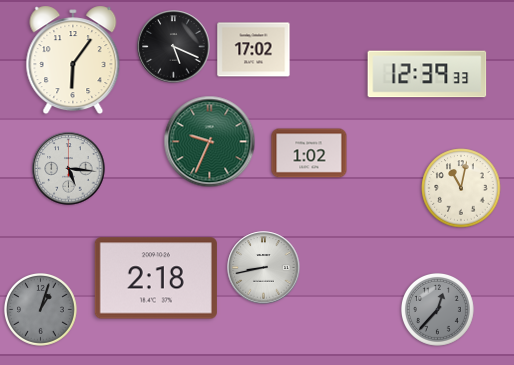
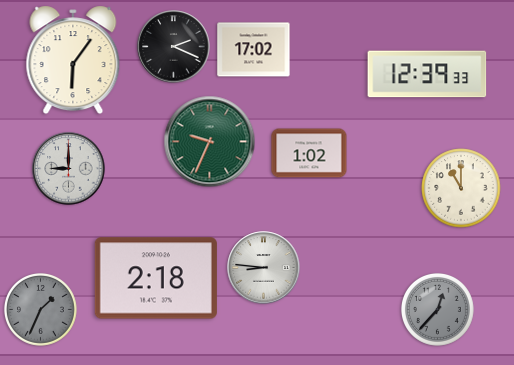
clock at (174, 47): 5:19 -> 2:19
clock at (69, 169): 5:16 -> 9:00
clock at (461, 188): 11:02 -> 11:00
clock at (264, 268): 8:43 -> 8:46
clock at (40, 309): 1:03 -> 1:34
